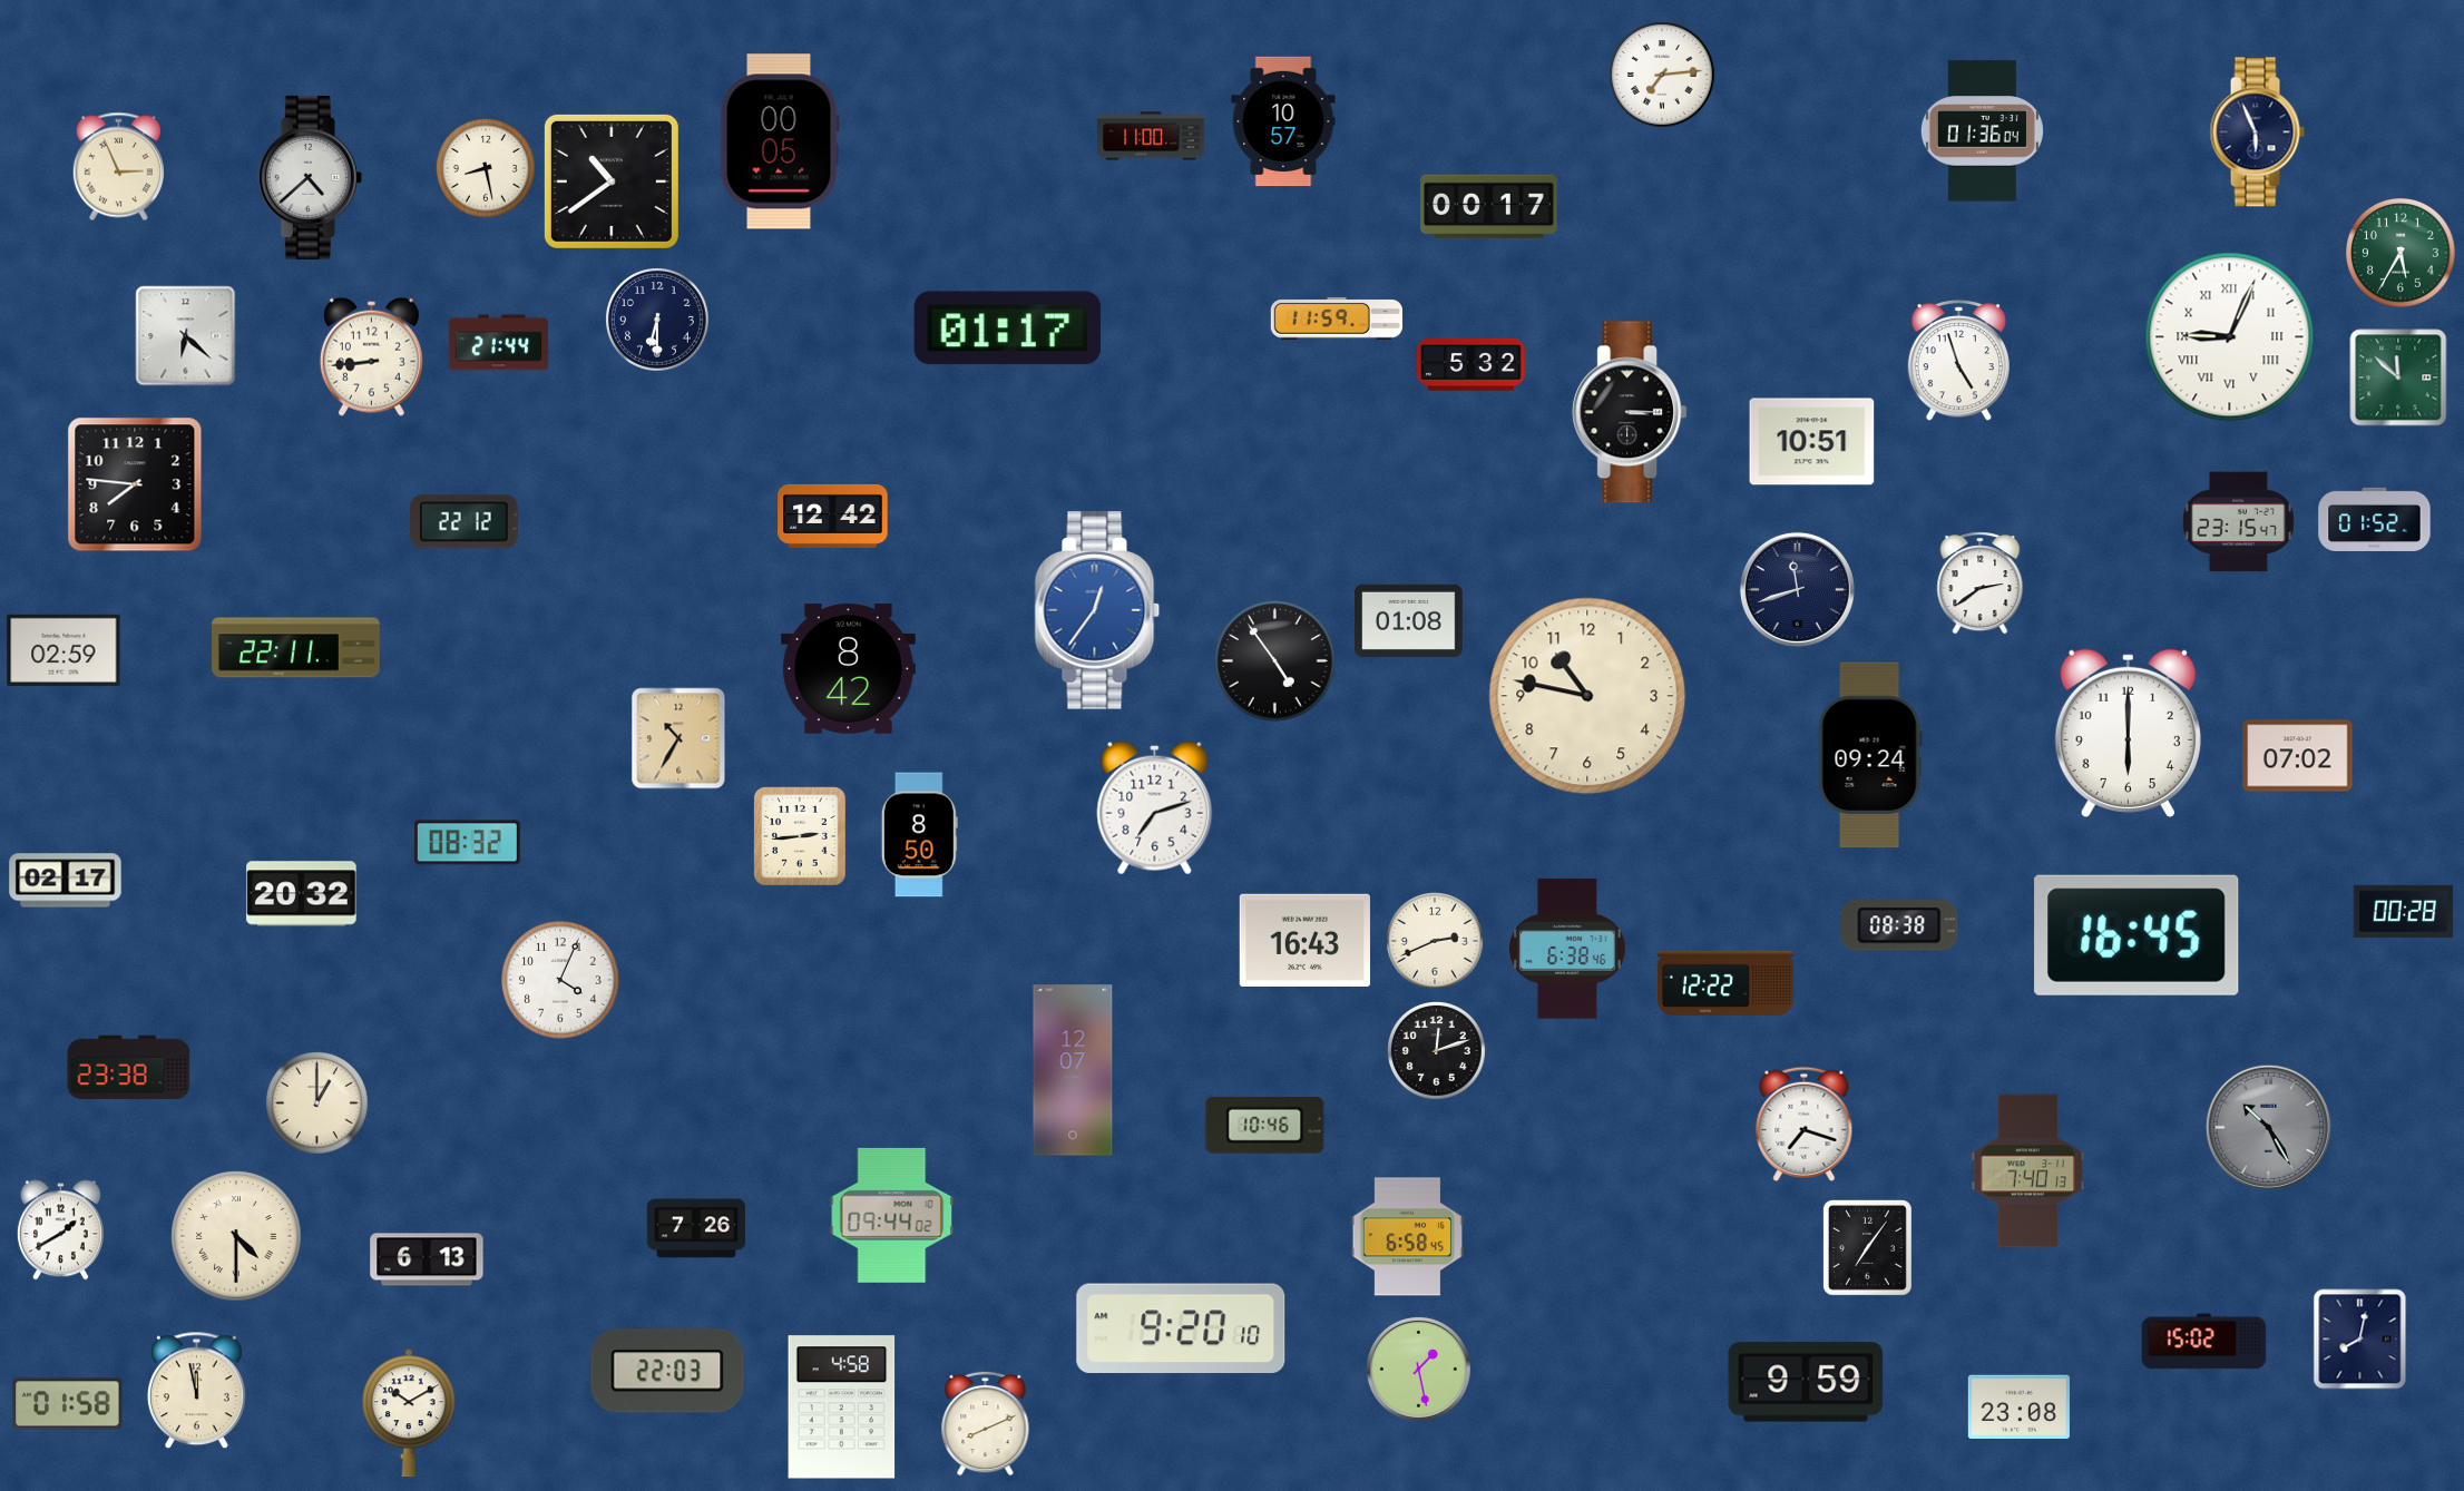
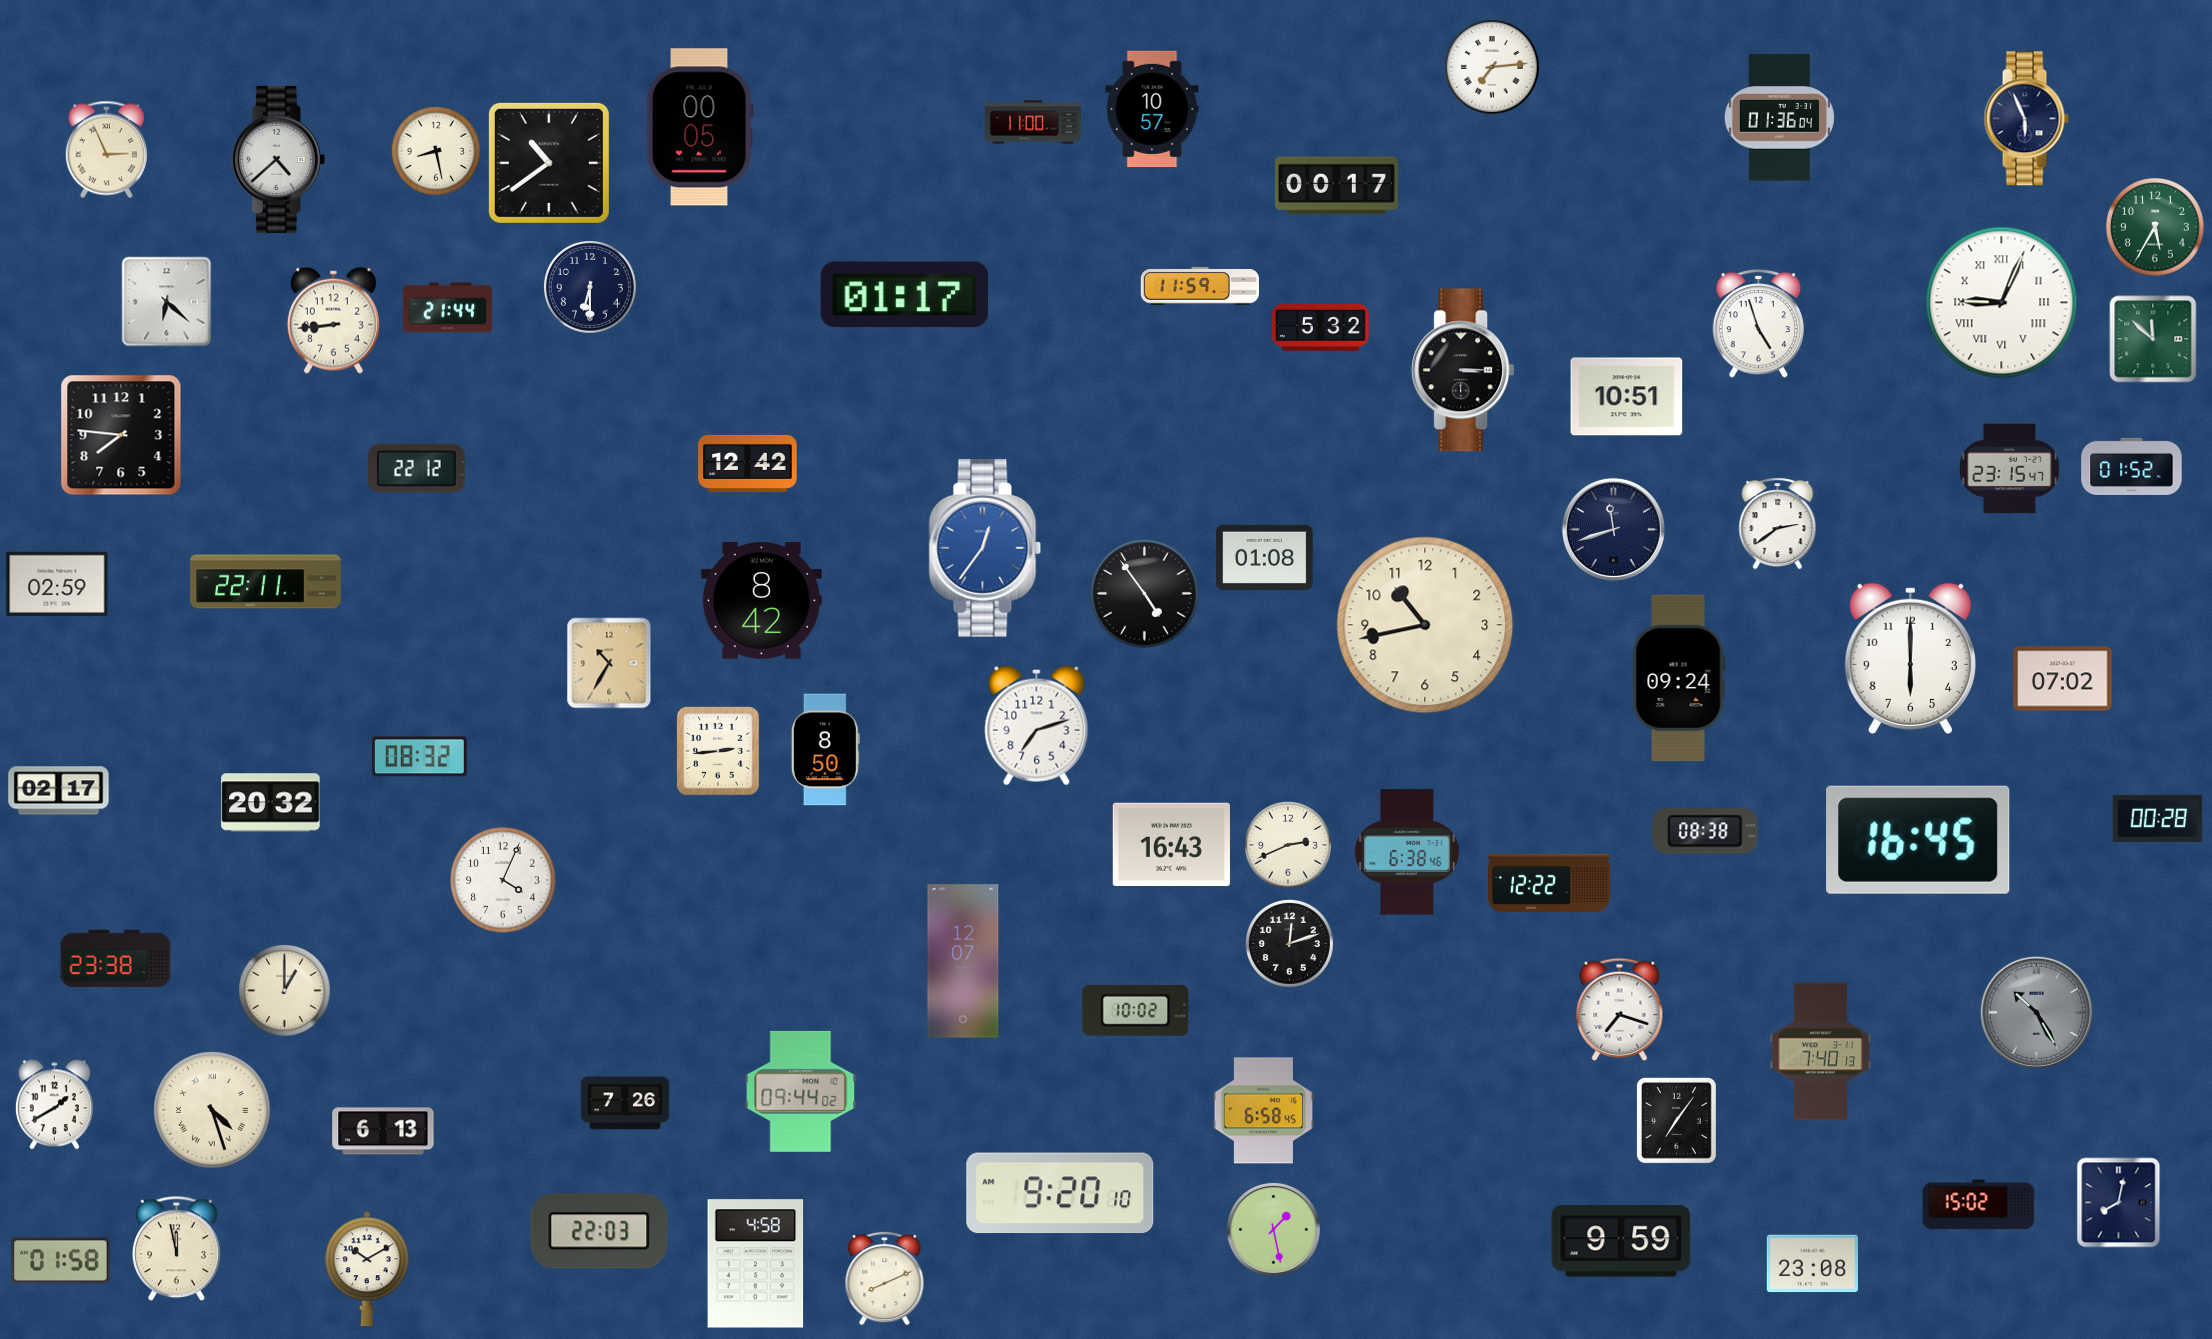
clock at (1587, 696): 10:47 -> 10:43
clock at (1265, 1125): 10:46 -> 10:02
clock at (236, 1236): 4:30 -> 4:27
